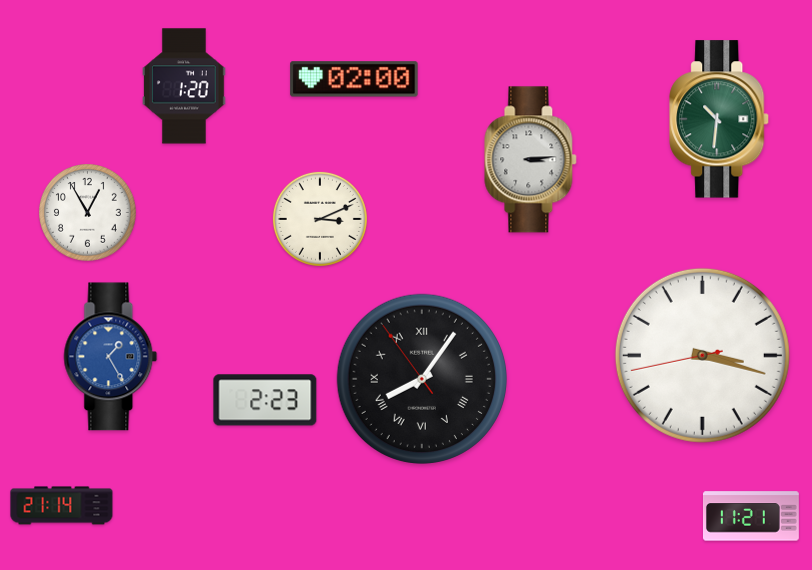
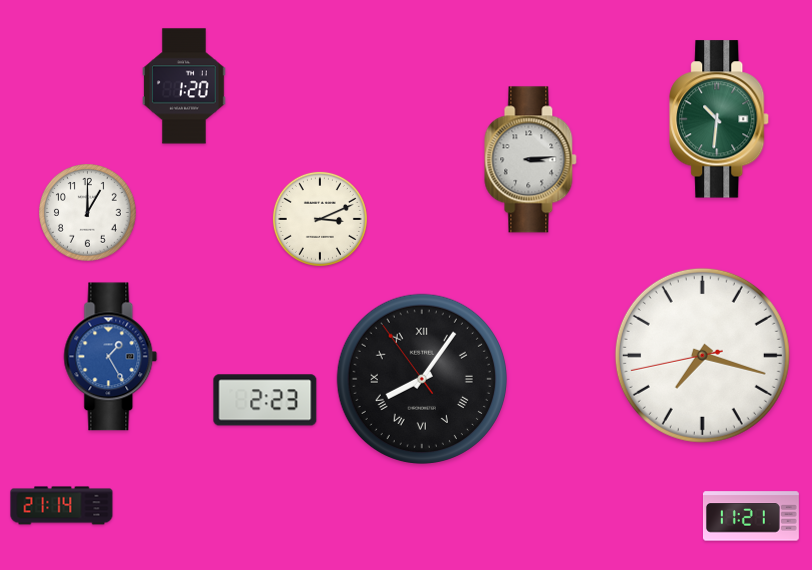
clock at (354, 79): 02:00 -> none
clock at (88, 213): 12:55 -> 1:00
clock at (702, 355): 3:17 -> 7:17
